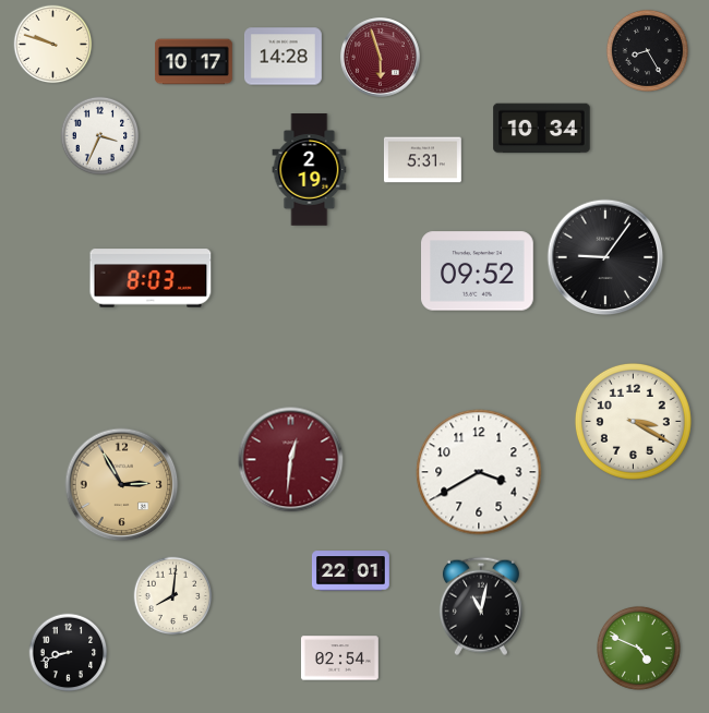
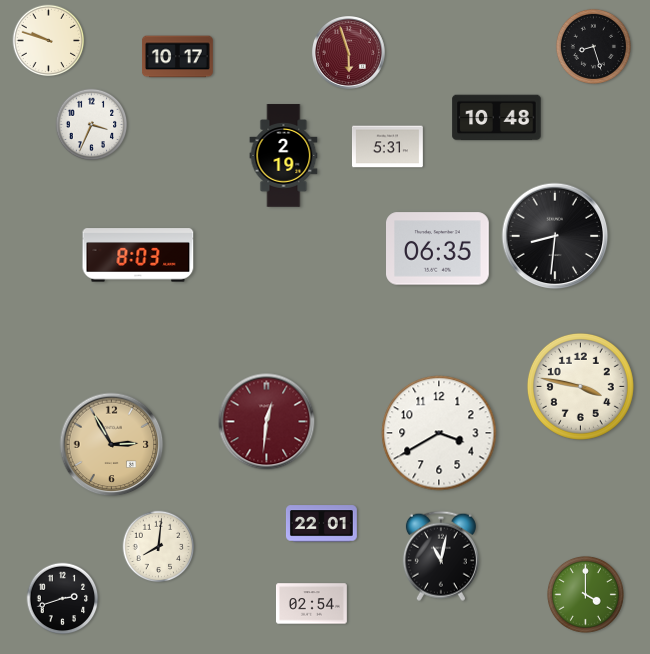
clock at (647, 50): 8:25 -> 8:27
clock at (284, 57): 14:28 -> none
clock at (542, 129): 10:34 -> 10:48
clock at (605, 257): 9:06 -> 8:31
clock at (478, 271): 09:52 -> 06:35
clock at (633, 421): 3:20 -> 3:47
clock at (638, 648): 4:49 -> 4:00
clock at (69, 653): 8:42 -> 2:42
